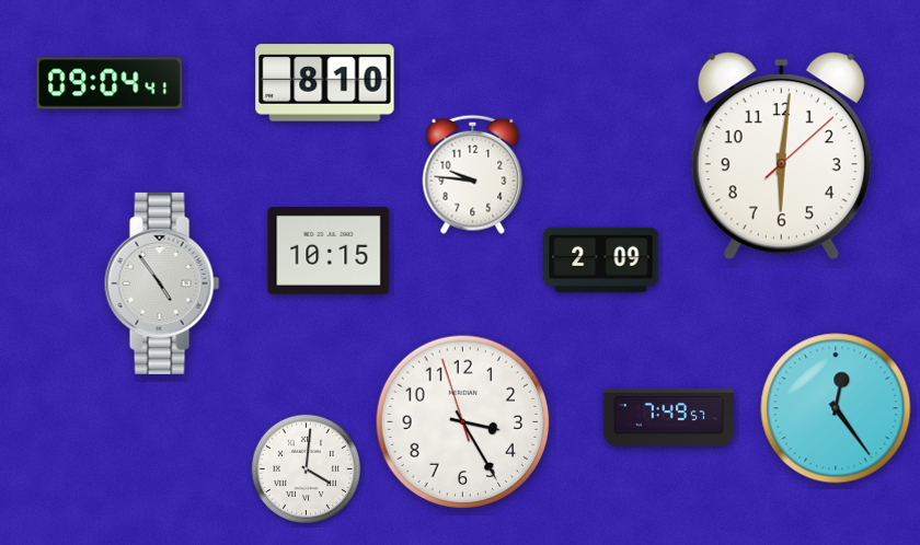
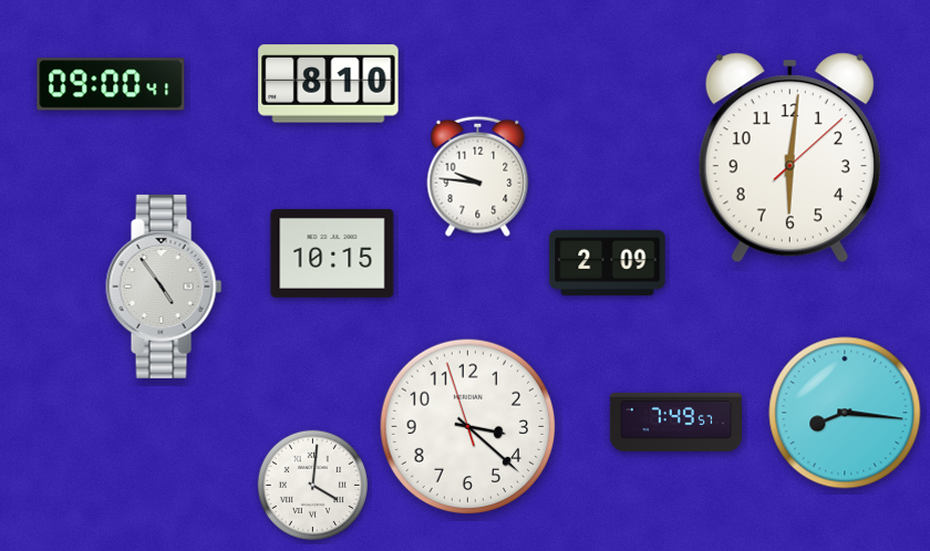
clock at (110, 83): 09:04 -> 09:00
clock at (836, 408): 12:24 -> 8:16
clock at (463, 422): 3:24 -> 3:21
clock at (306, 468) position: (306, 468) -> (312, 485)
